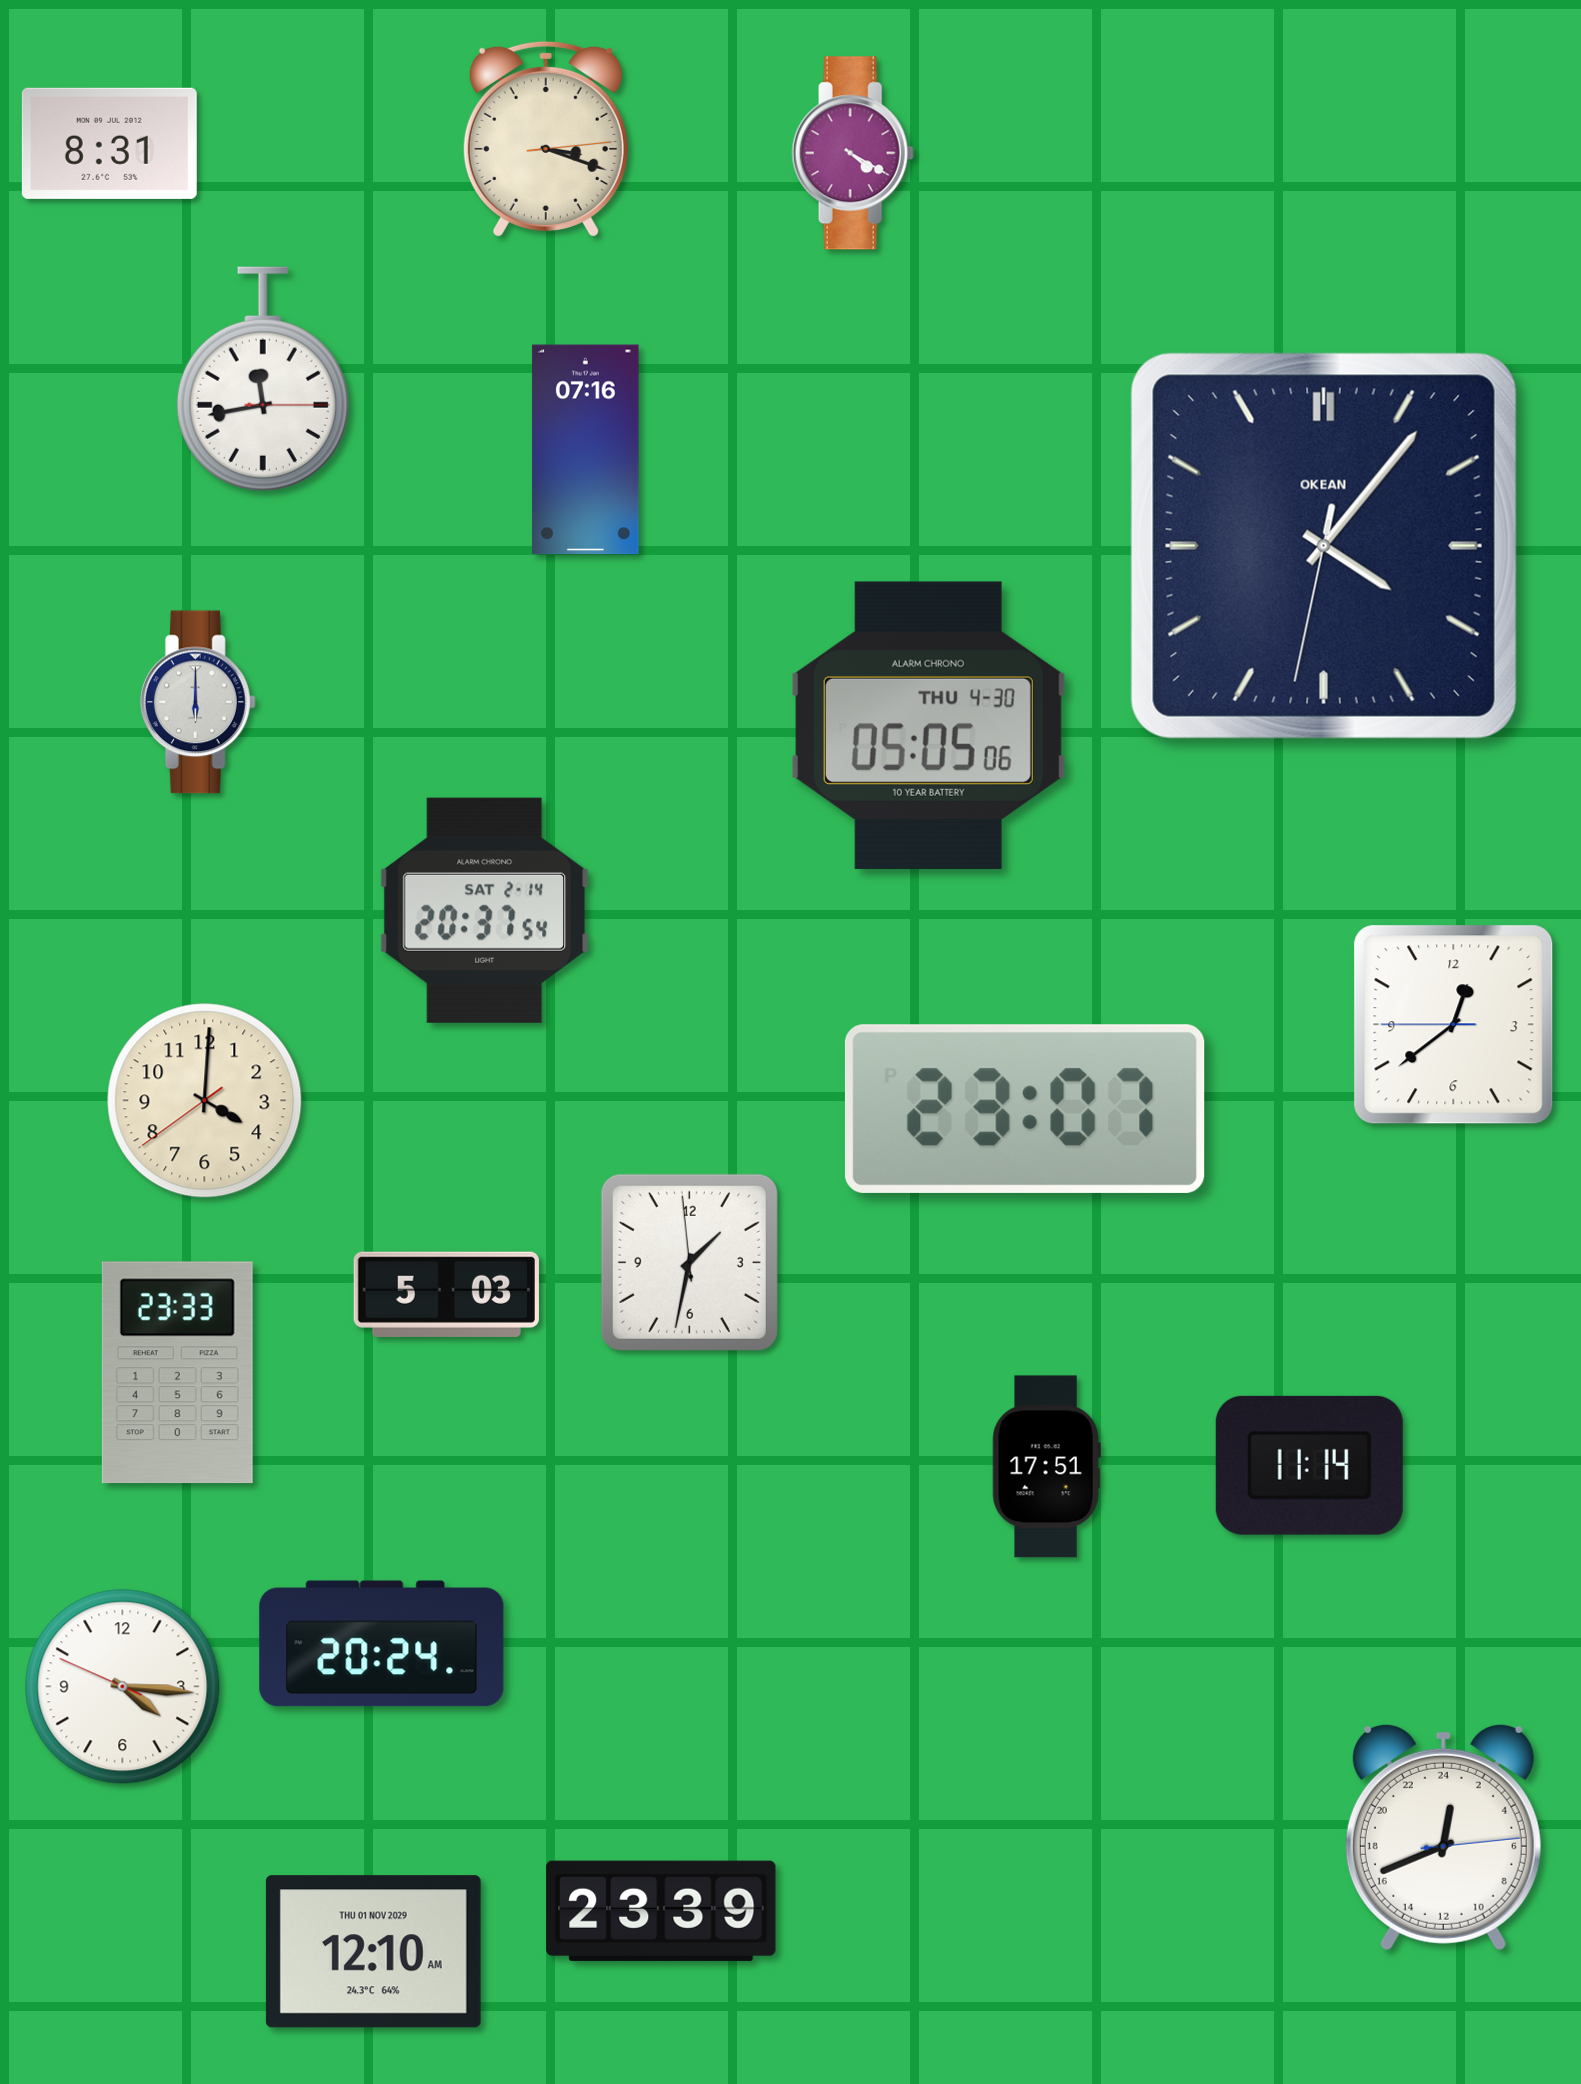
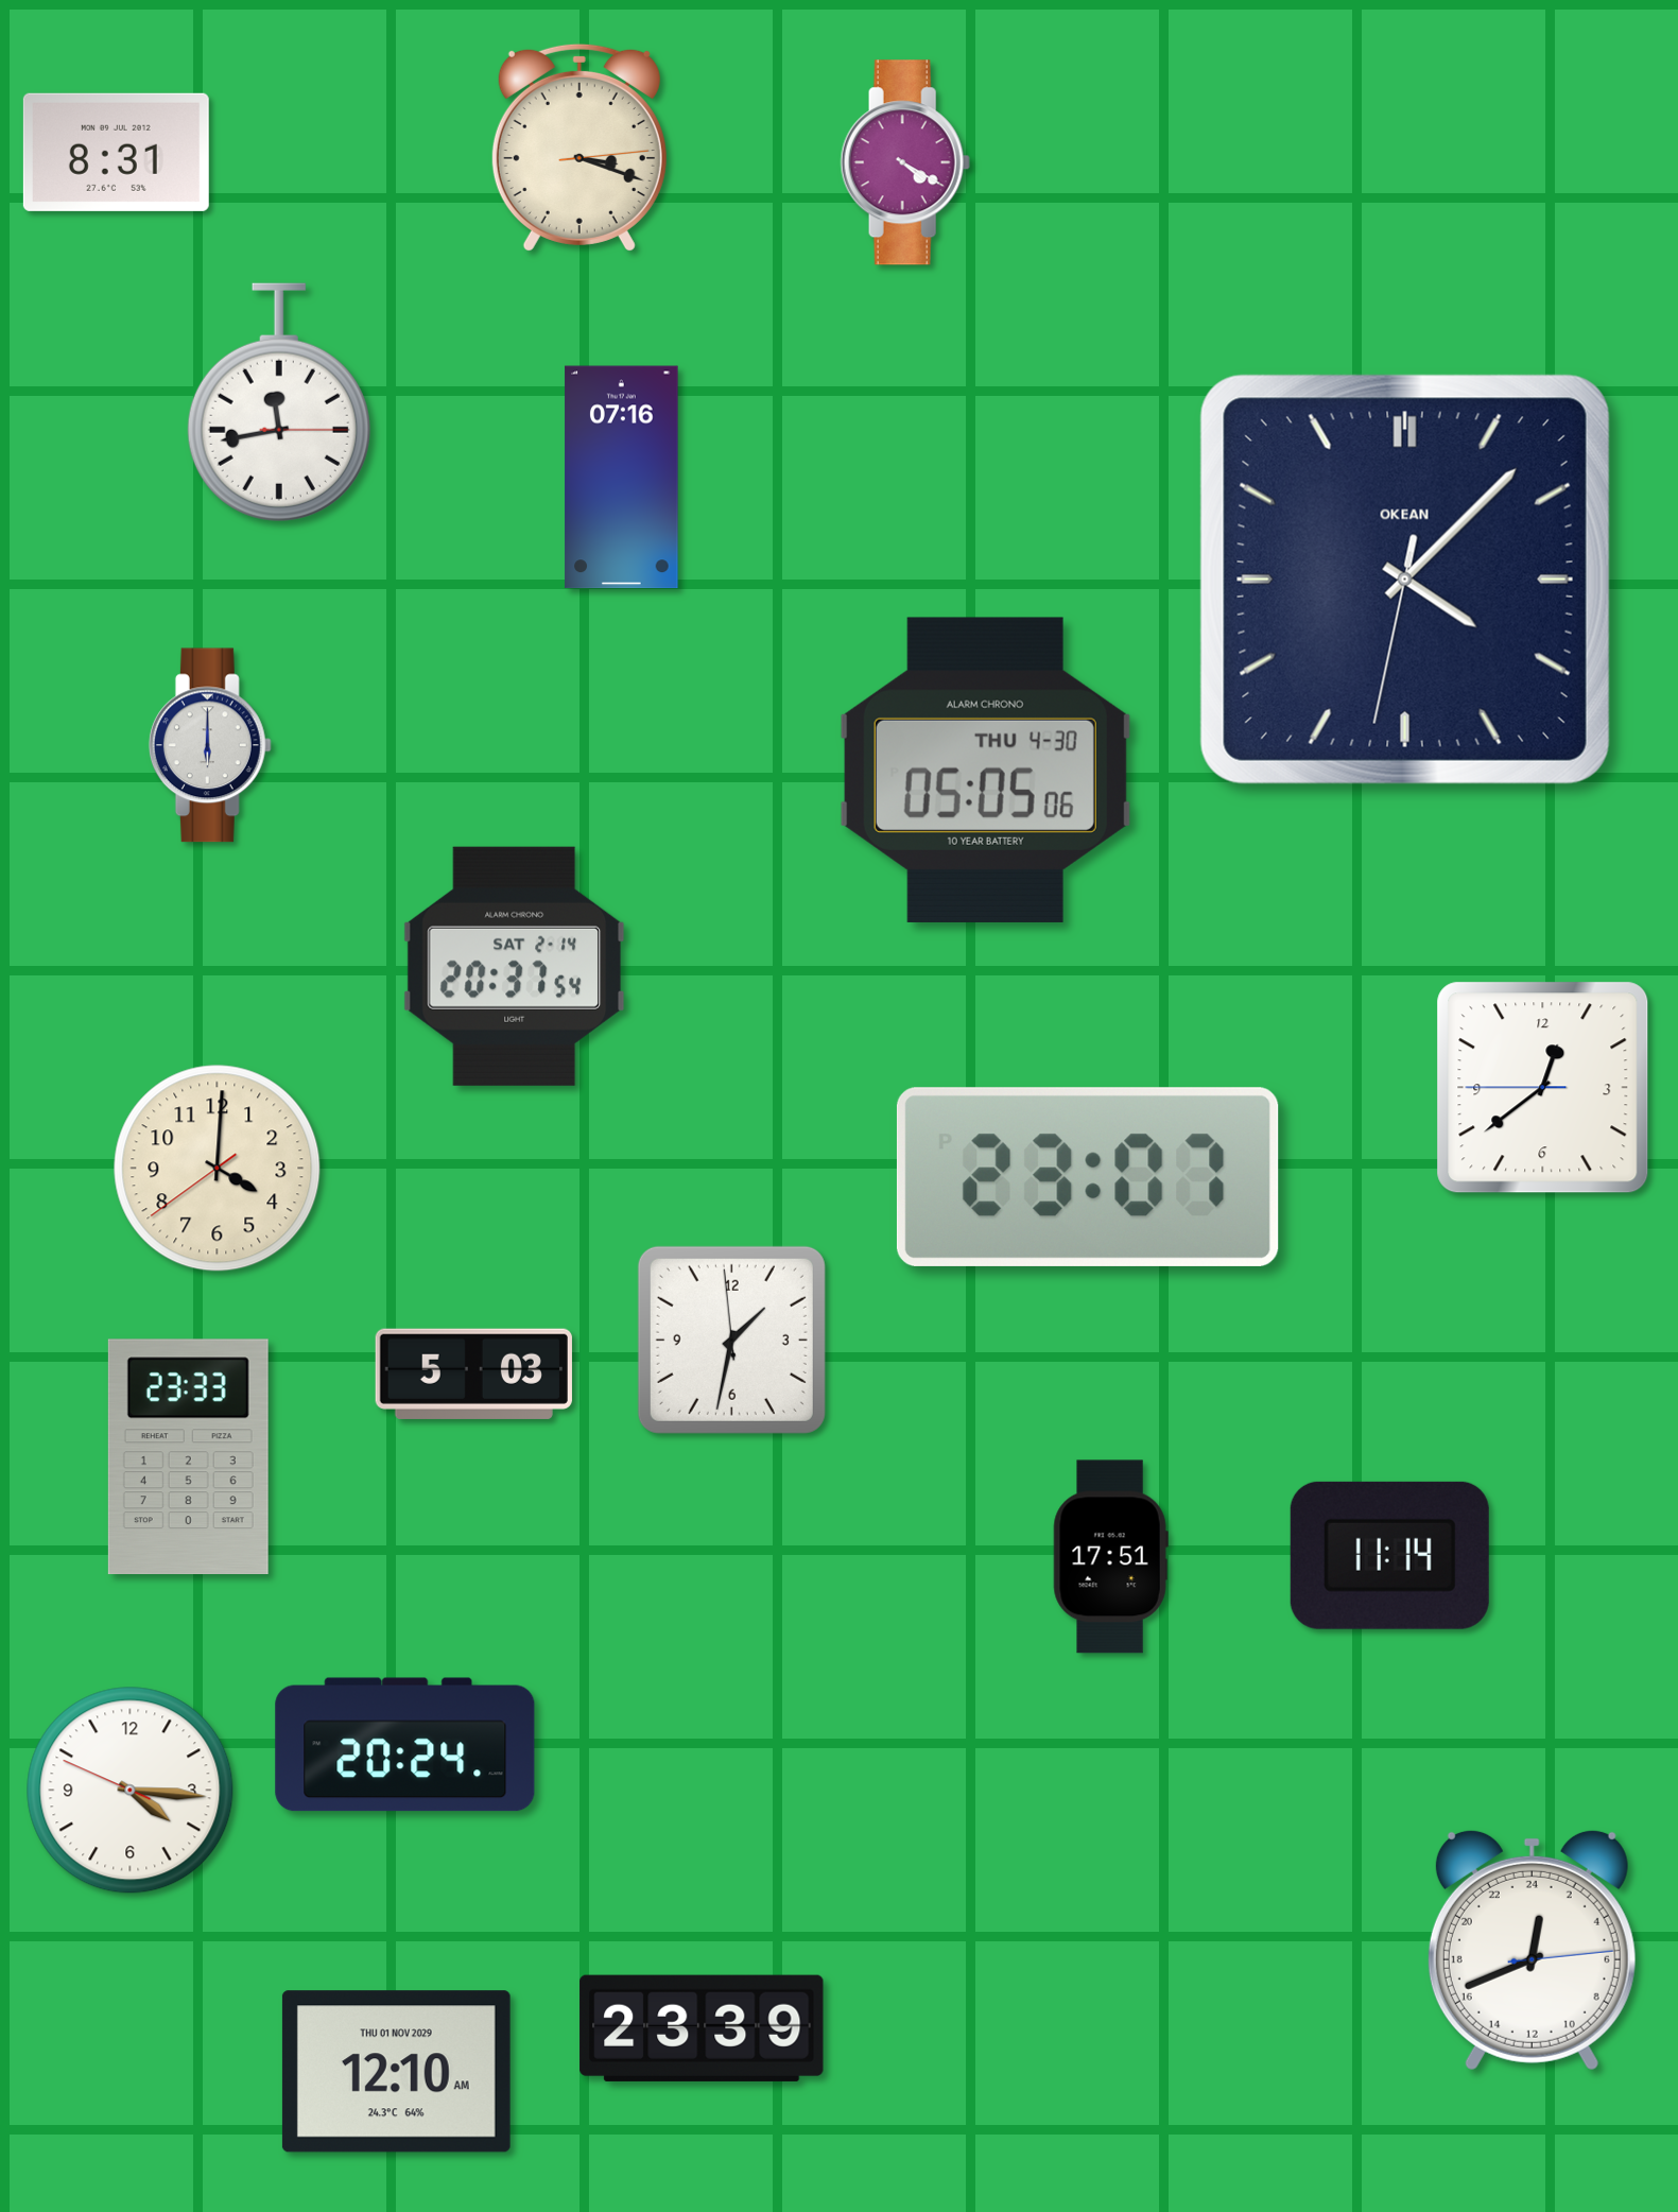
clock at (1324, 546): 4:06 -> 4:07
